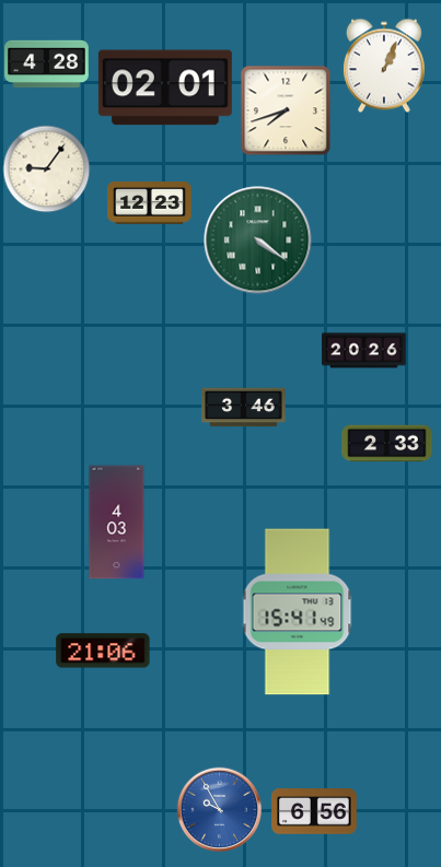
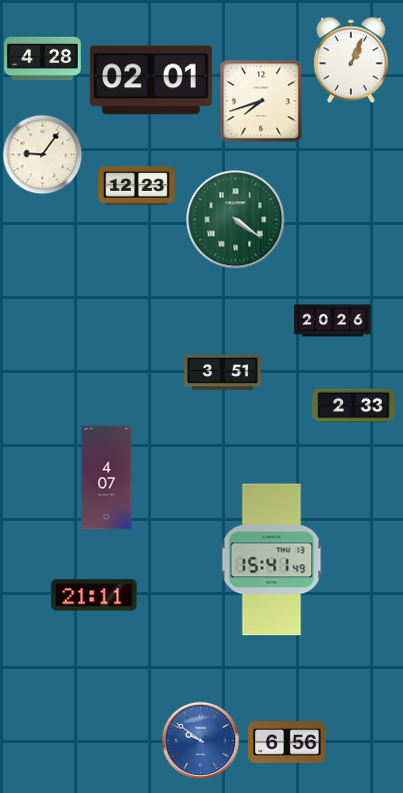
clock at (244, 408): 3:46 -> 3:51
clock at (117, 523): 4:03 -> 4:07
clock at (103, 651): 21:06 -> 21:11
clock at (219, 809): 9:55 -> 9:51
